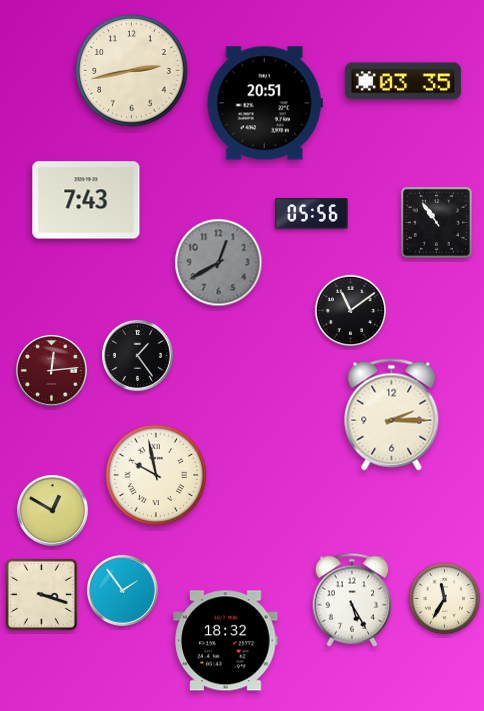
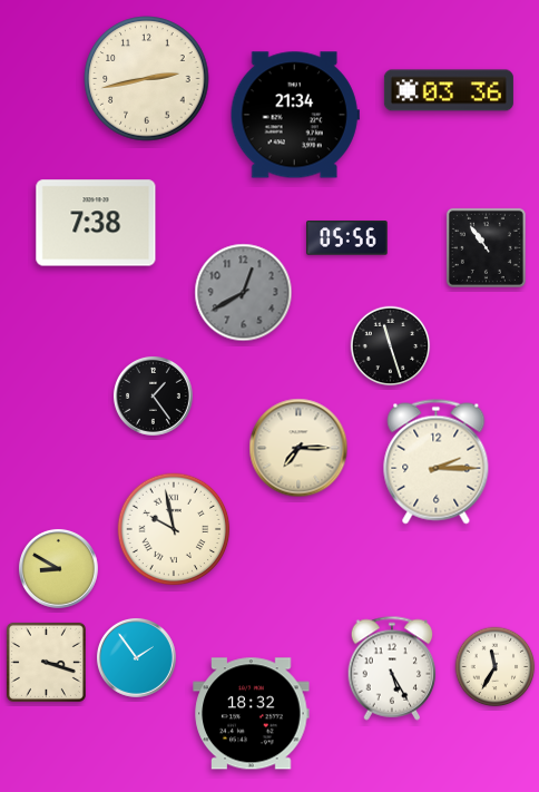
clock at (403, 81): 03:35 -> 03:36
clock at (265, 103): 20:51 -> 21:34
clock at (86, 200): 7:43 -> 7:38
clock at (351, 311): 11:09 -> 11:27
clock at (51, 370): 12:14 -> none
clock at (298, 448): none -> 7:15
clock at (52, 510): 12:50 -> 8:50
